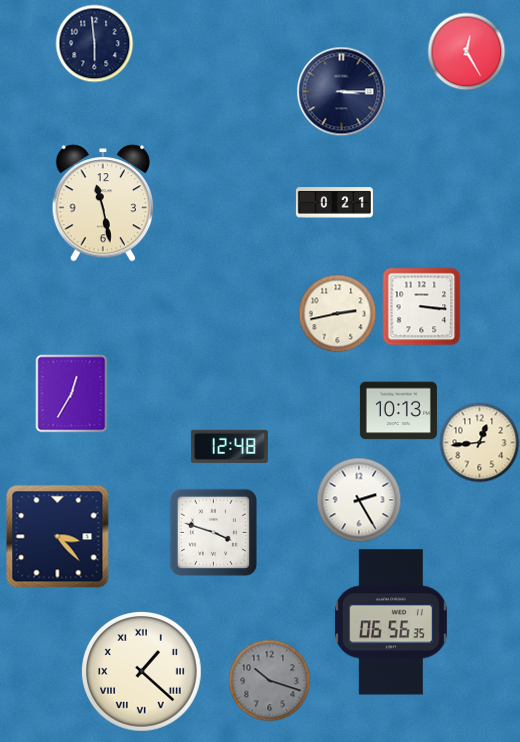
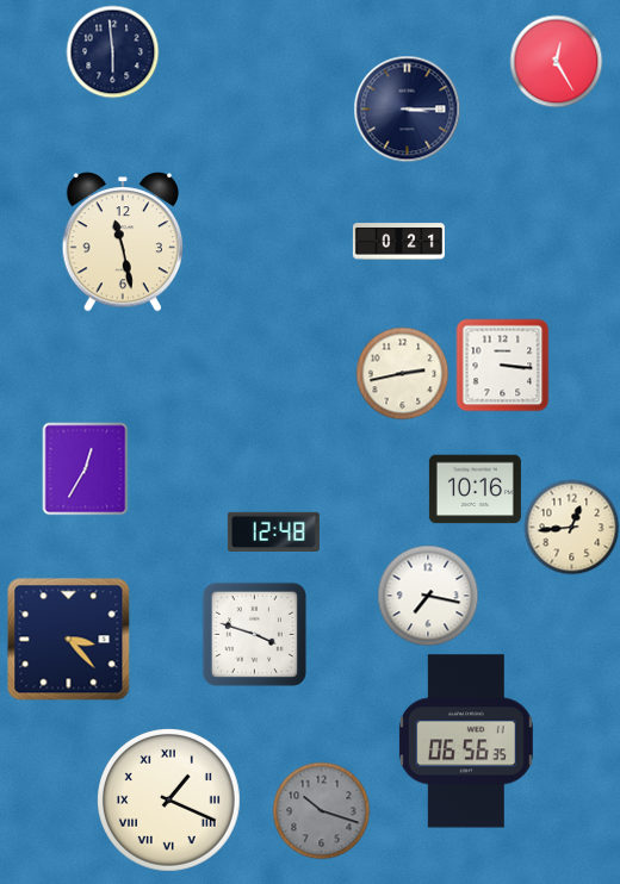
clock at (398, 411): 10:13 -> 10:16
clock at (359, 500): 2:25 -> 7:17
clock at (142, 672): 1:22 -> 1:19
